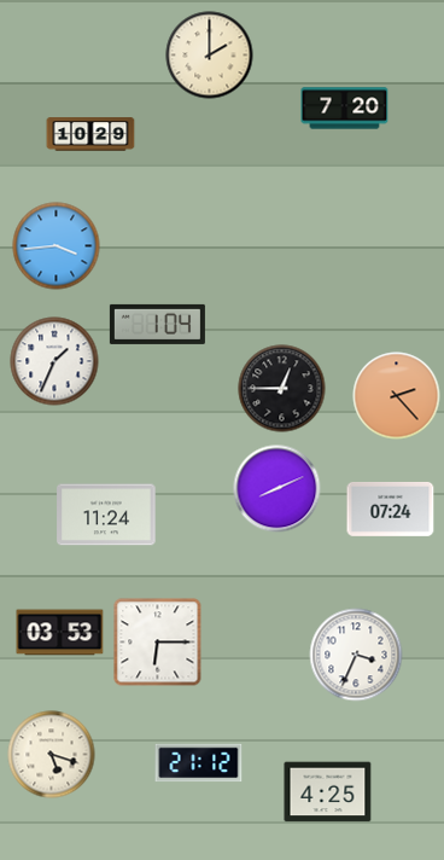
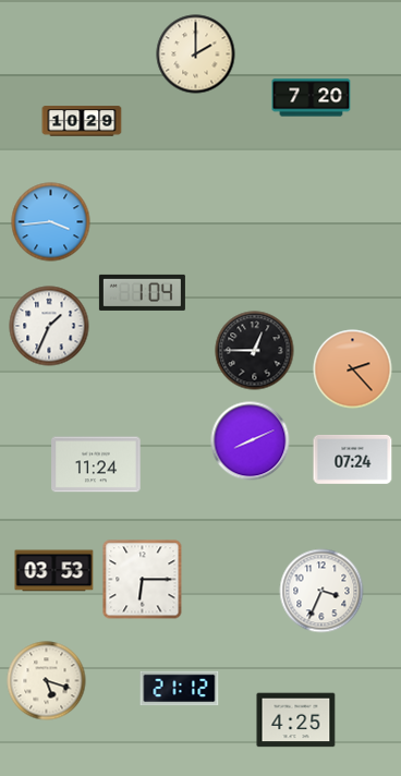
clock at (210, 56) position: (210, 56) -> (196, 54)
clock at (397, 396) position: (397, 396) -> (353, 369)
clock at (328, 792) position: (328, 792) -> (296, 720)
